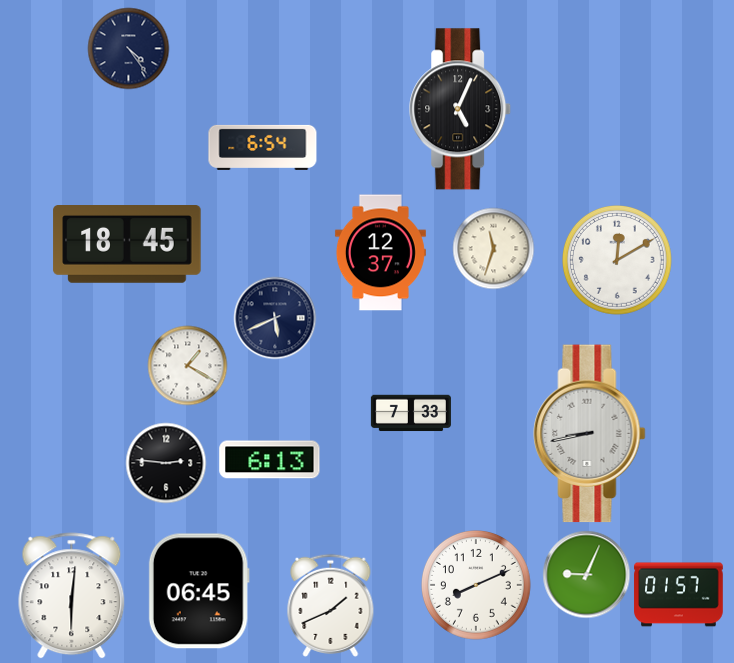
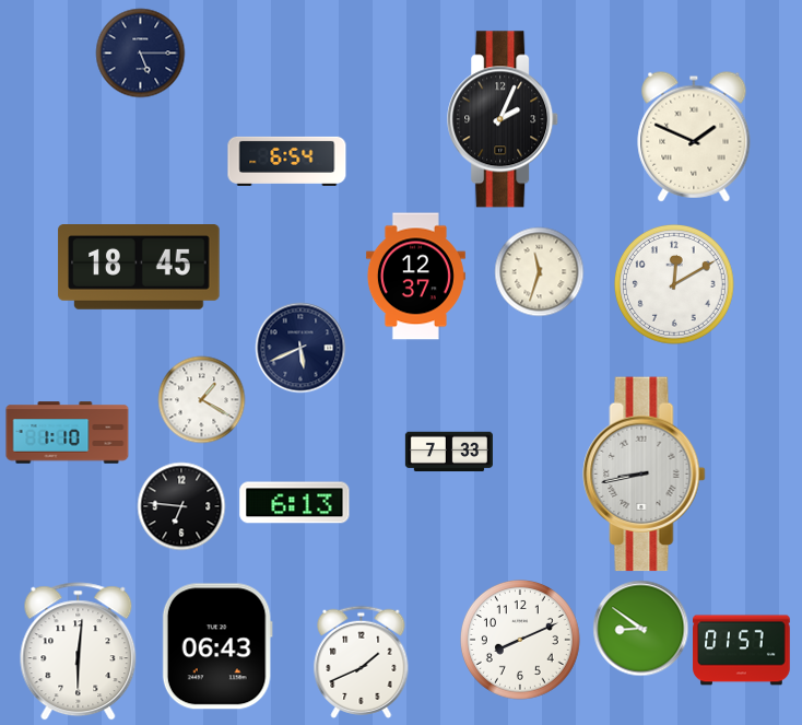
clock at (128, 48): 4:24 -> 5:15
clock at (461, 109): 5:04 -> 2:04
clock at (694, 137): none -> 1:49
clock at (187, 365) position: (187, 365) -> (201, 399)
clock at (68, 433): none -> 1:10
clock at (166, 463): 2:46 -> 6:46
clock at (586, 574): 9:04 -> 8:51
clock at (199, 591): 06:45 -> 06:43
